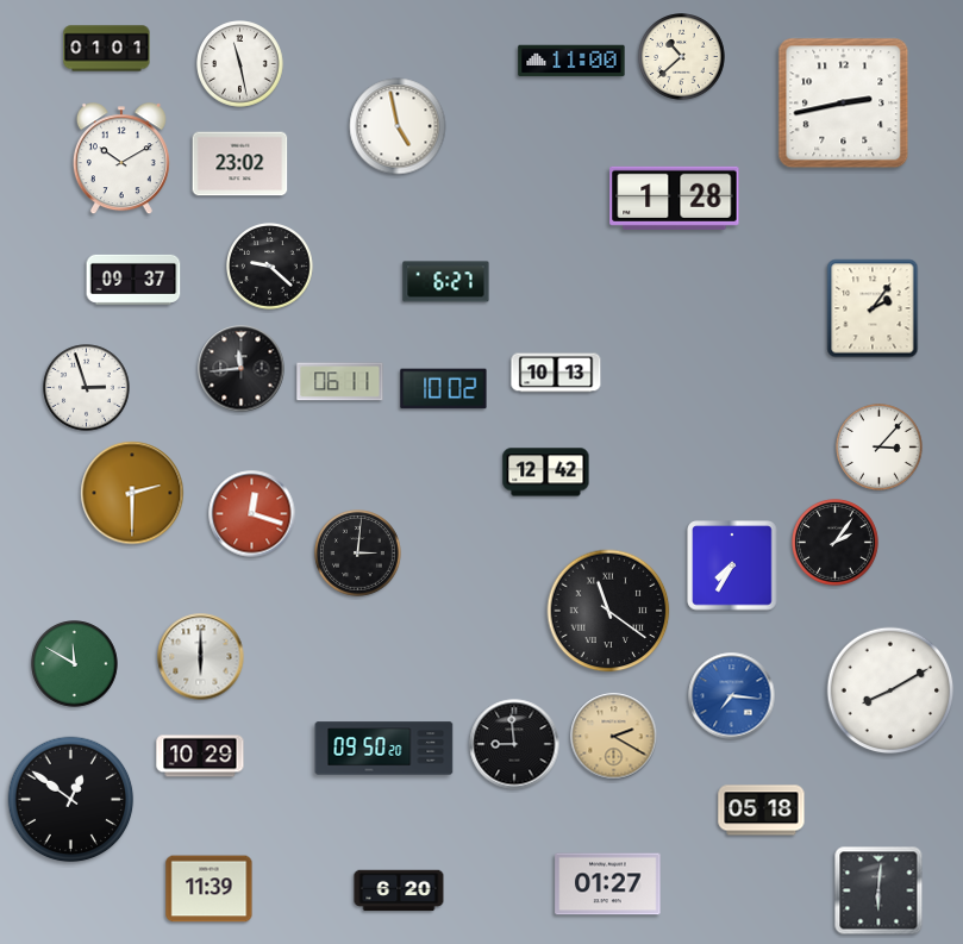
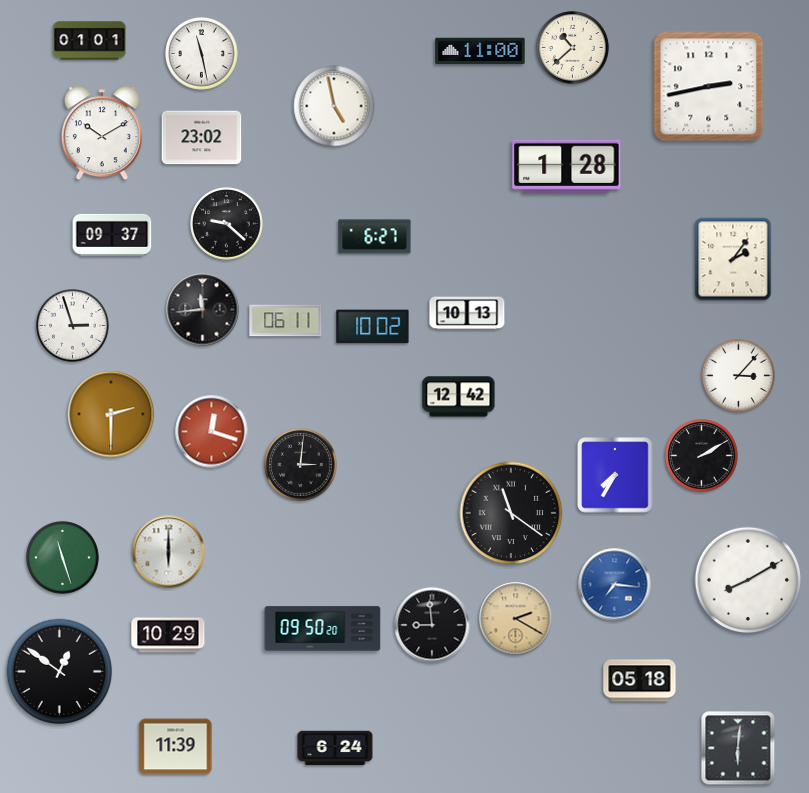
clock at (836, 543): 2:06 -> 2:10
clock at (75, 664): 11:50 -> 11:27
clock at (608, 884): 01:27 -> none
clock at (399, 890): 6:20 -> 6:24
